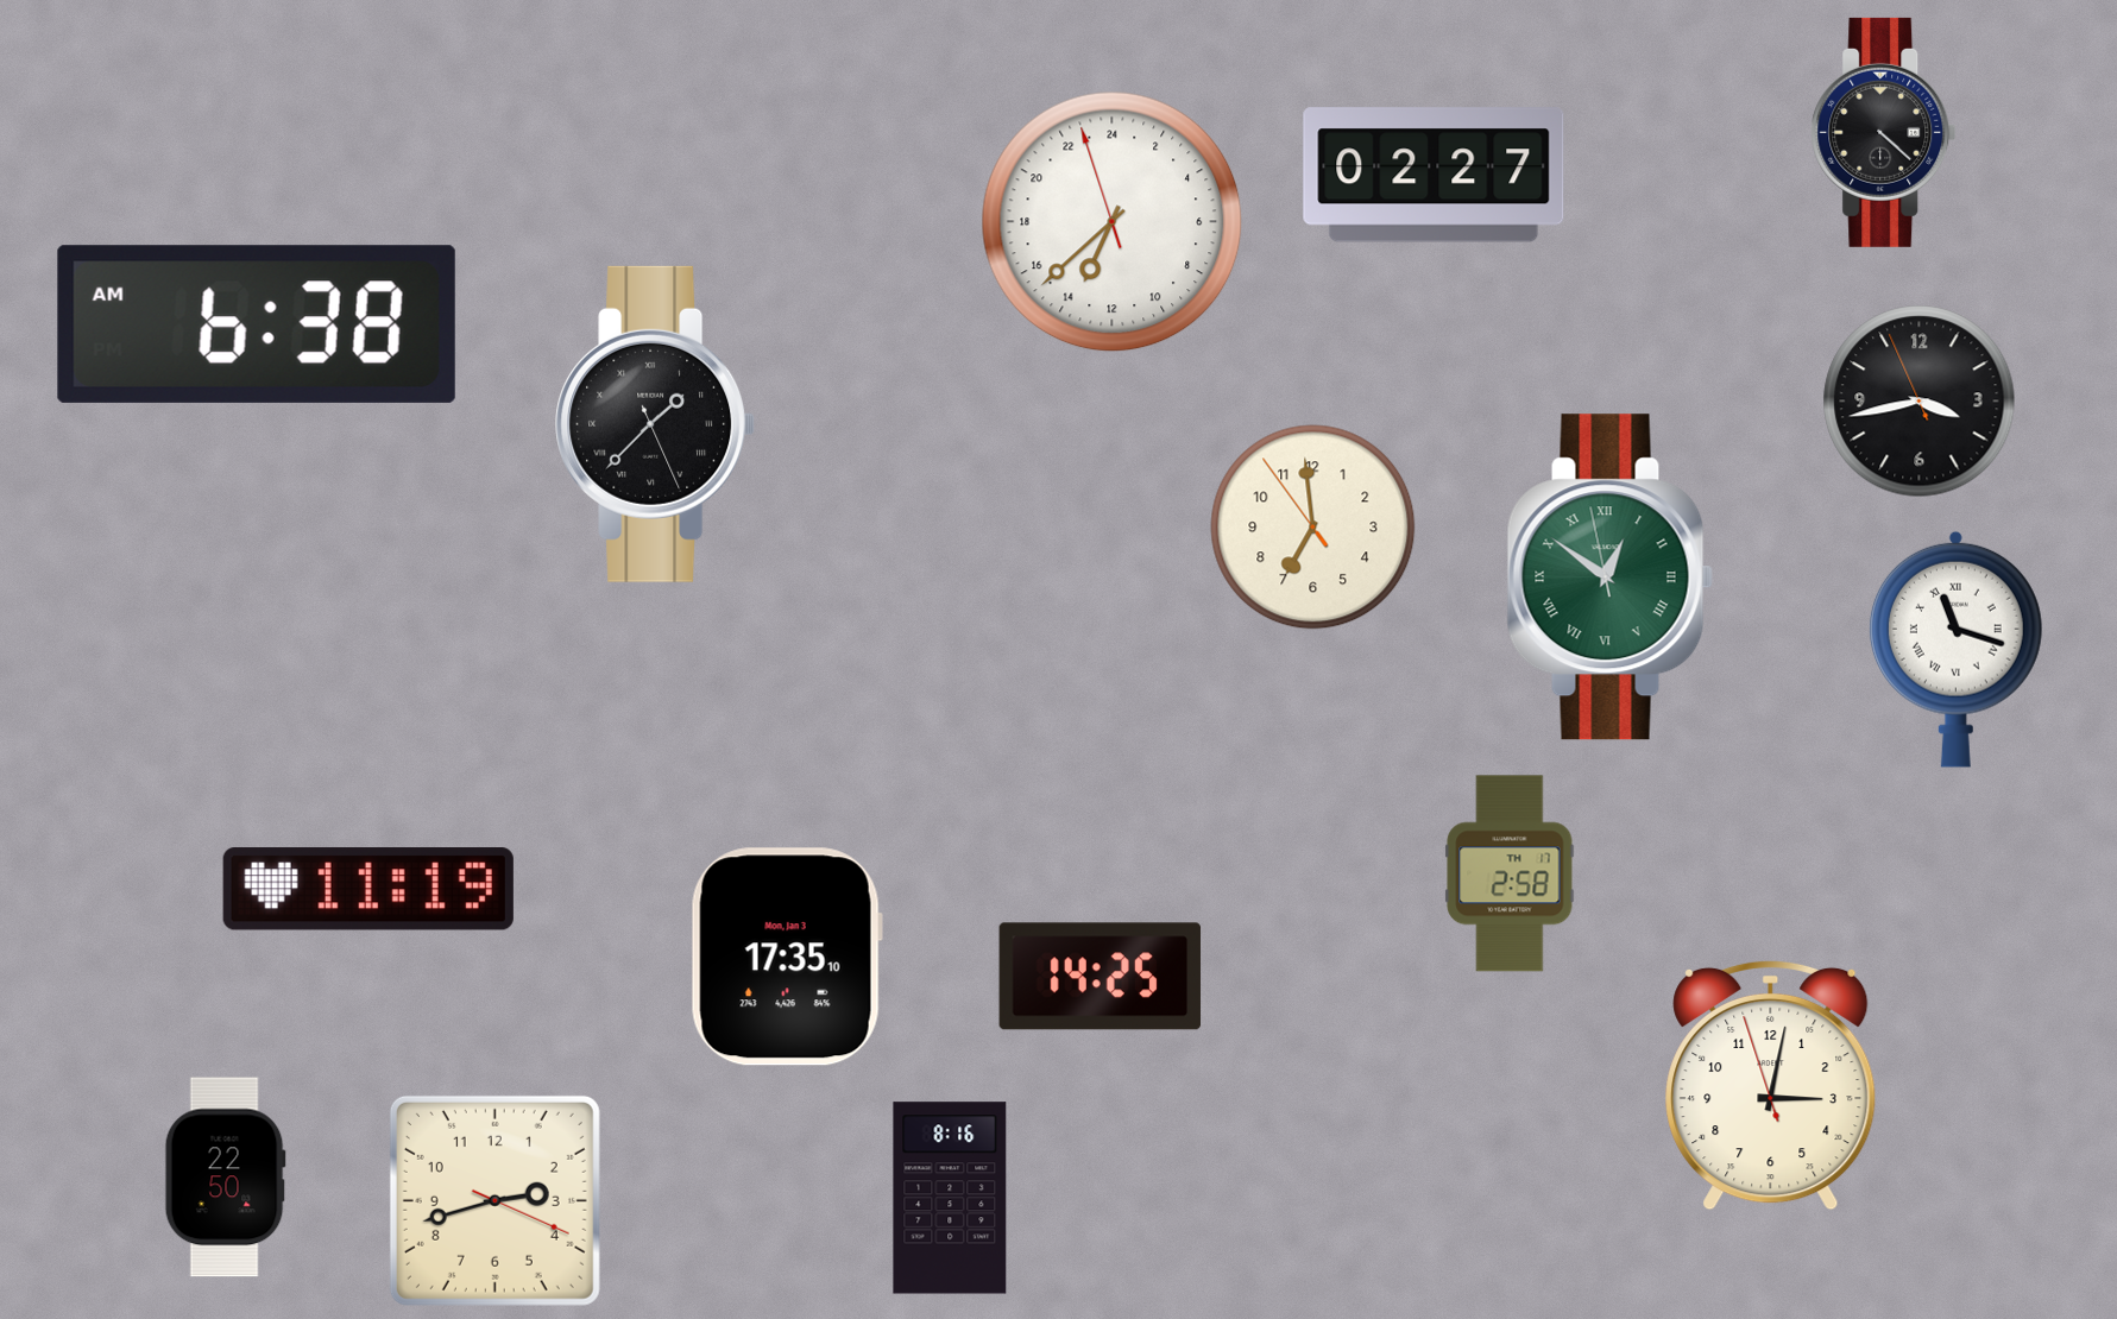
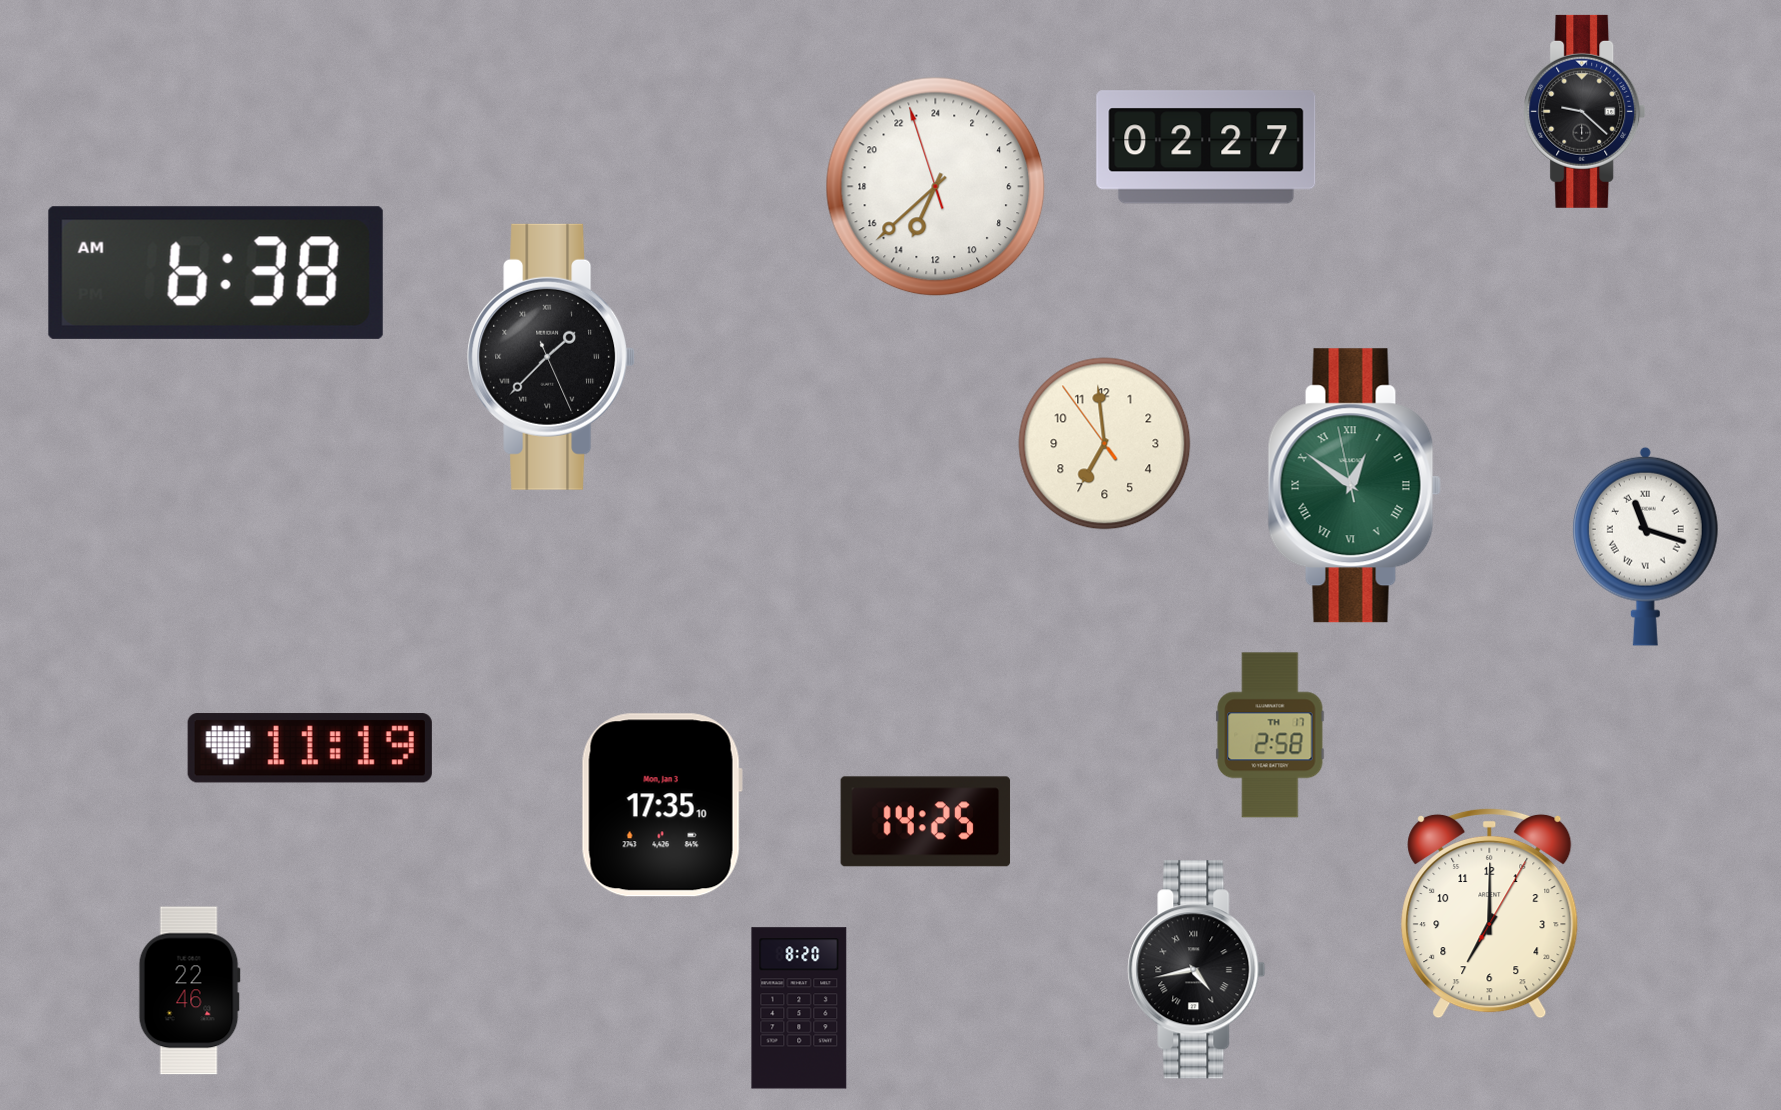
clock at (1884, 132): 4:22 -> 9:22
clock at (1920, 402): 3:42 -> none
clock at (1771, 1085): 3:01 -> 7:00
clock at (1197, 970): none -> 4:43
clock at (225, 1178): 22:50 -> 22:46
clock at (950, 1198): 8:16 -> 8:20
clock at (494, 1200): 2:42 -> none
